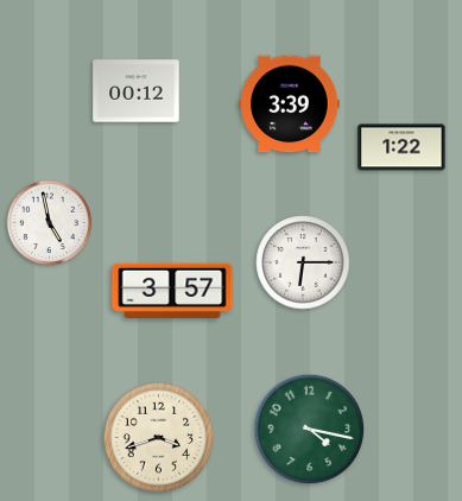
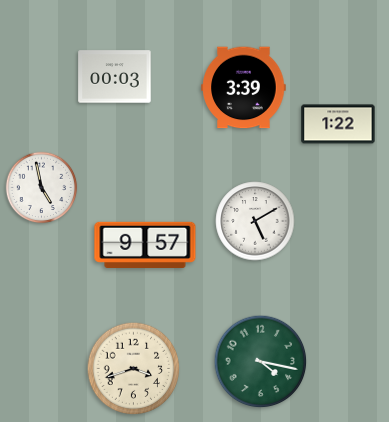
clock at (137, 91): 00:12 -> 00:03
clock at (303, 262): 6:15 -> 5:10
clock at (172, 290): 3:57 -> 9:57
